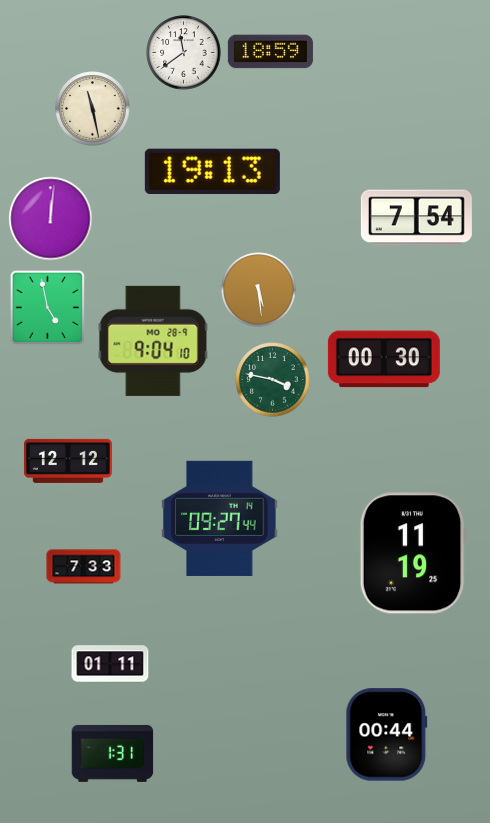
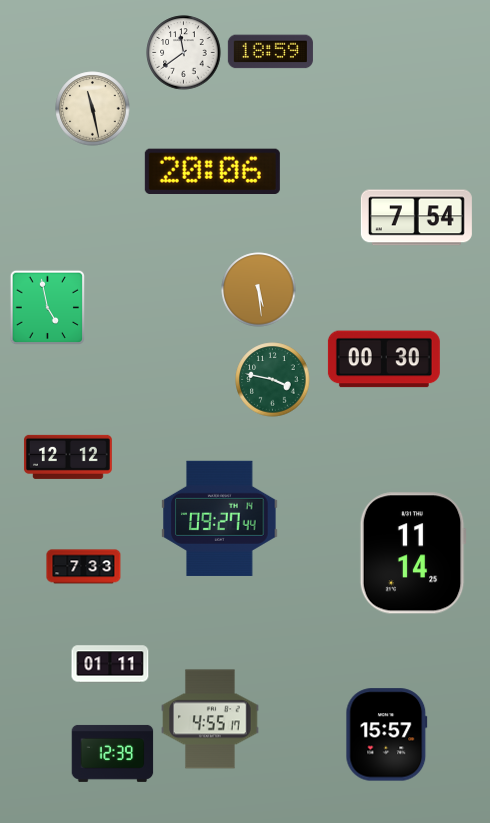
clock at (212, 172): 19:13 -> 20:06
clock at (51, 219): 12:01 -> none
clock at (153, 341): 9:04 -> none
clock at (68, 461) position: (68, 461) -> (68, 457)
clock at (413, 553): 11:19 -> 11:14
clock at (210, 719): none -> 4:55
clock at (387, 735): 00:44 -> 15:57
clock at (113, 753): 1:31 -> 12:39
